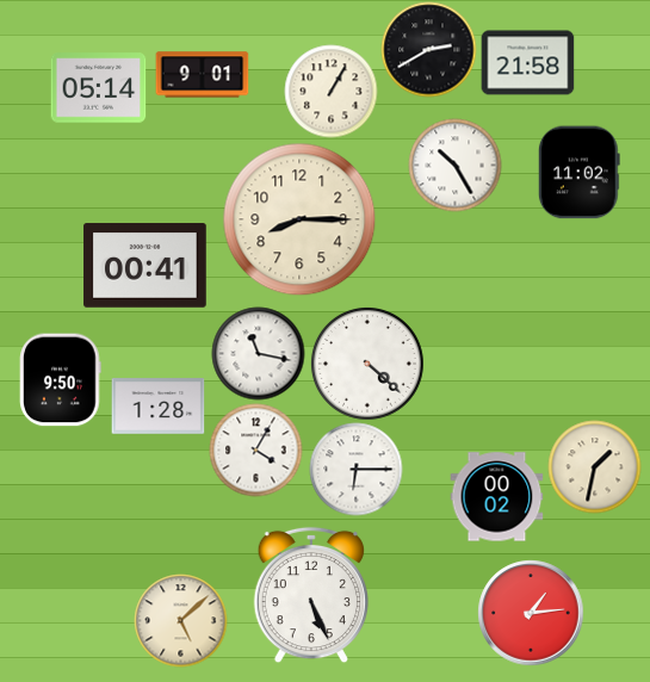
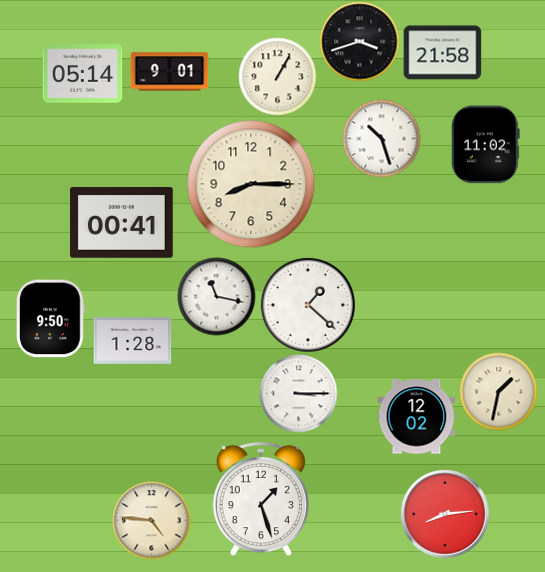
clock at (428, 49): 2:40 -> 3:42
clock at (202, 75) position: (202, 75) -> (169, 72)
clock at (454, 165): 10:25 -> 10:27
clock at (367, 364): 4:22 -> 1:22
clock at (255, 449): 4:05 -> none
clock at (355, 469): 6:15 -> 3:15
clock at (496, 497): 00:02 -> 12:02
clock at (310, 595): 5:26 -> 1:27
clock at (531, 613): 1:14 -> 8:14
clock at (180, 620): 5:08 -> 4:46
